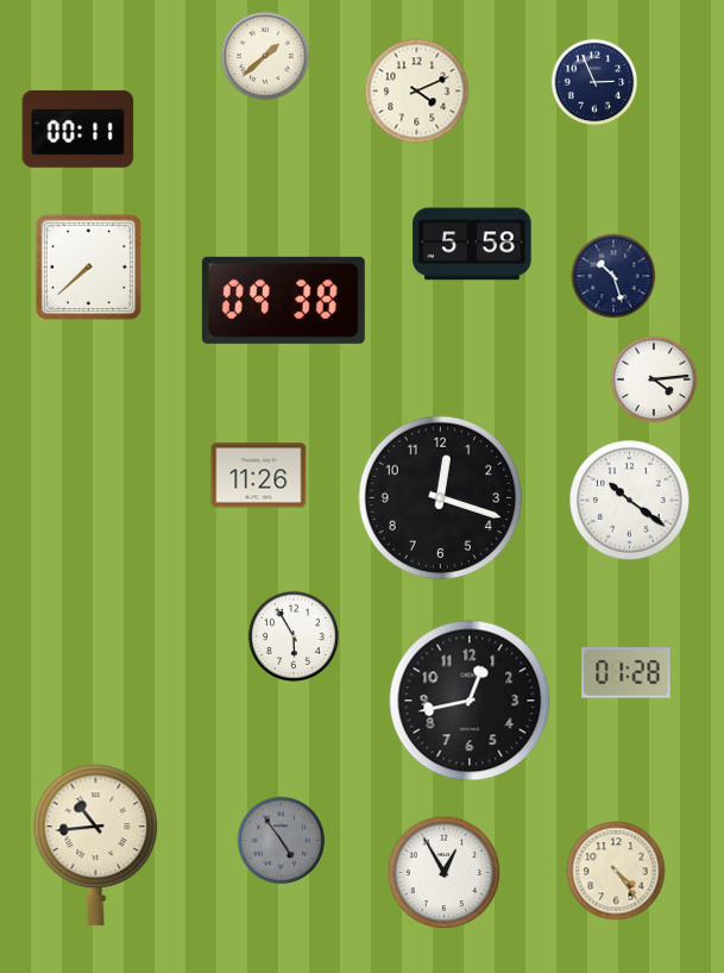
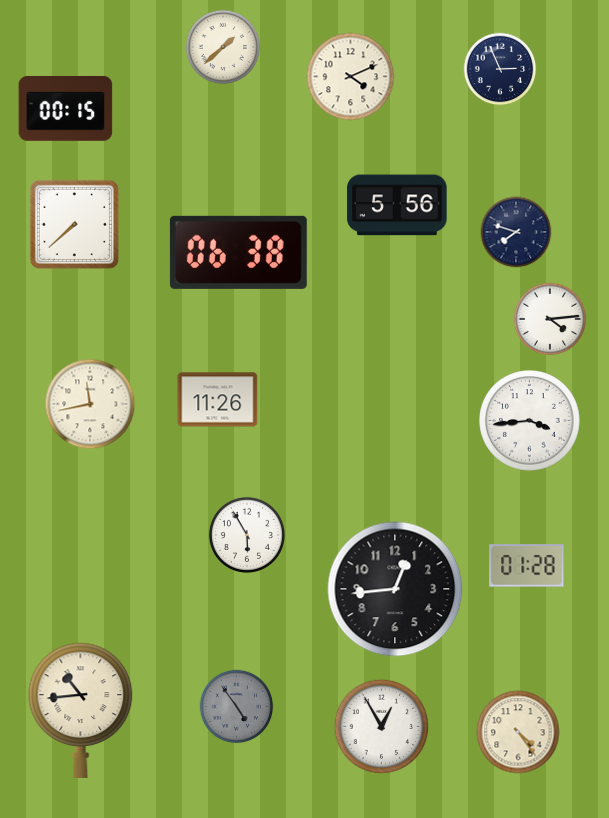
clock at (78, 128): 00:11 -> 00:15
clock at (472, 244): 5:58 -> 5:56
clock at (613, 276): 10:27 -> 7:48
clock at (283, 300): 09:38 -> 06:38
clock at (90, 404): none -> 11:43
clock at (441, 498): 12:18 -> none
clock at (630, 501): 10:21 -> 3:44
clock at (470, 701): 12:43 -> 12:44
clock at (445, 873) position: (445, 873) -> (382, 727)
